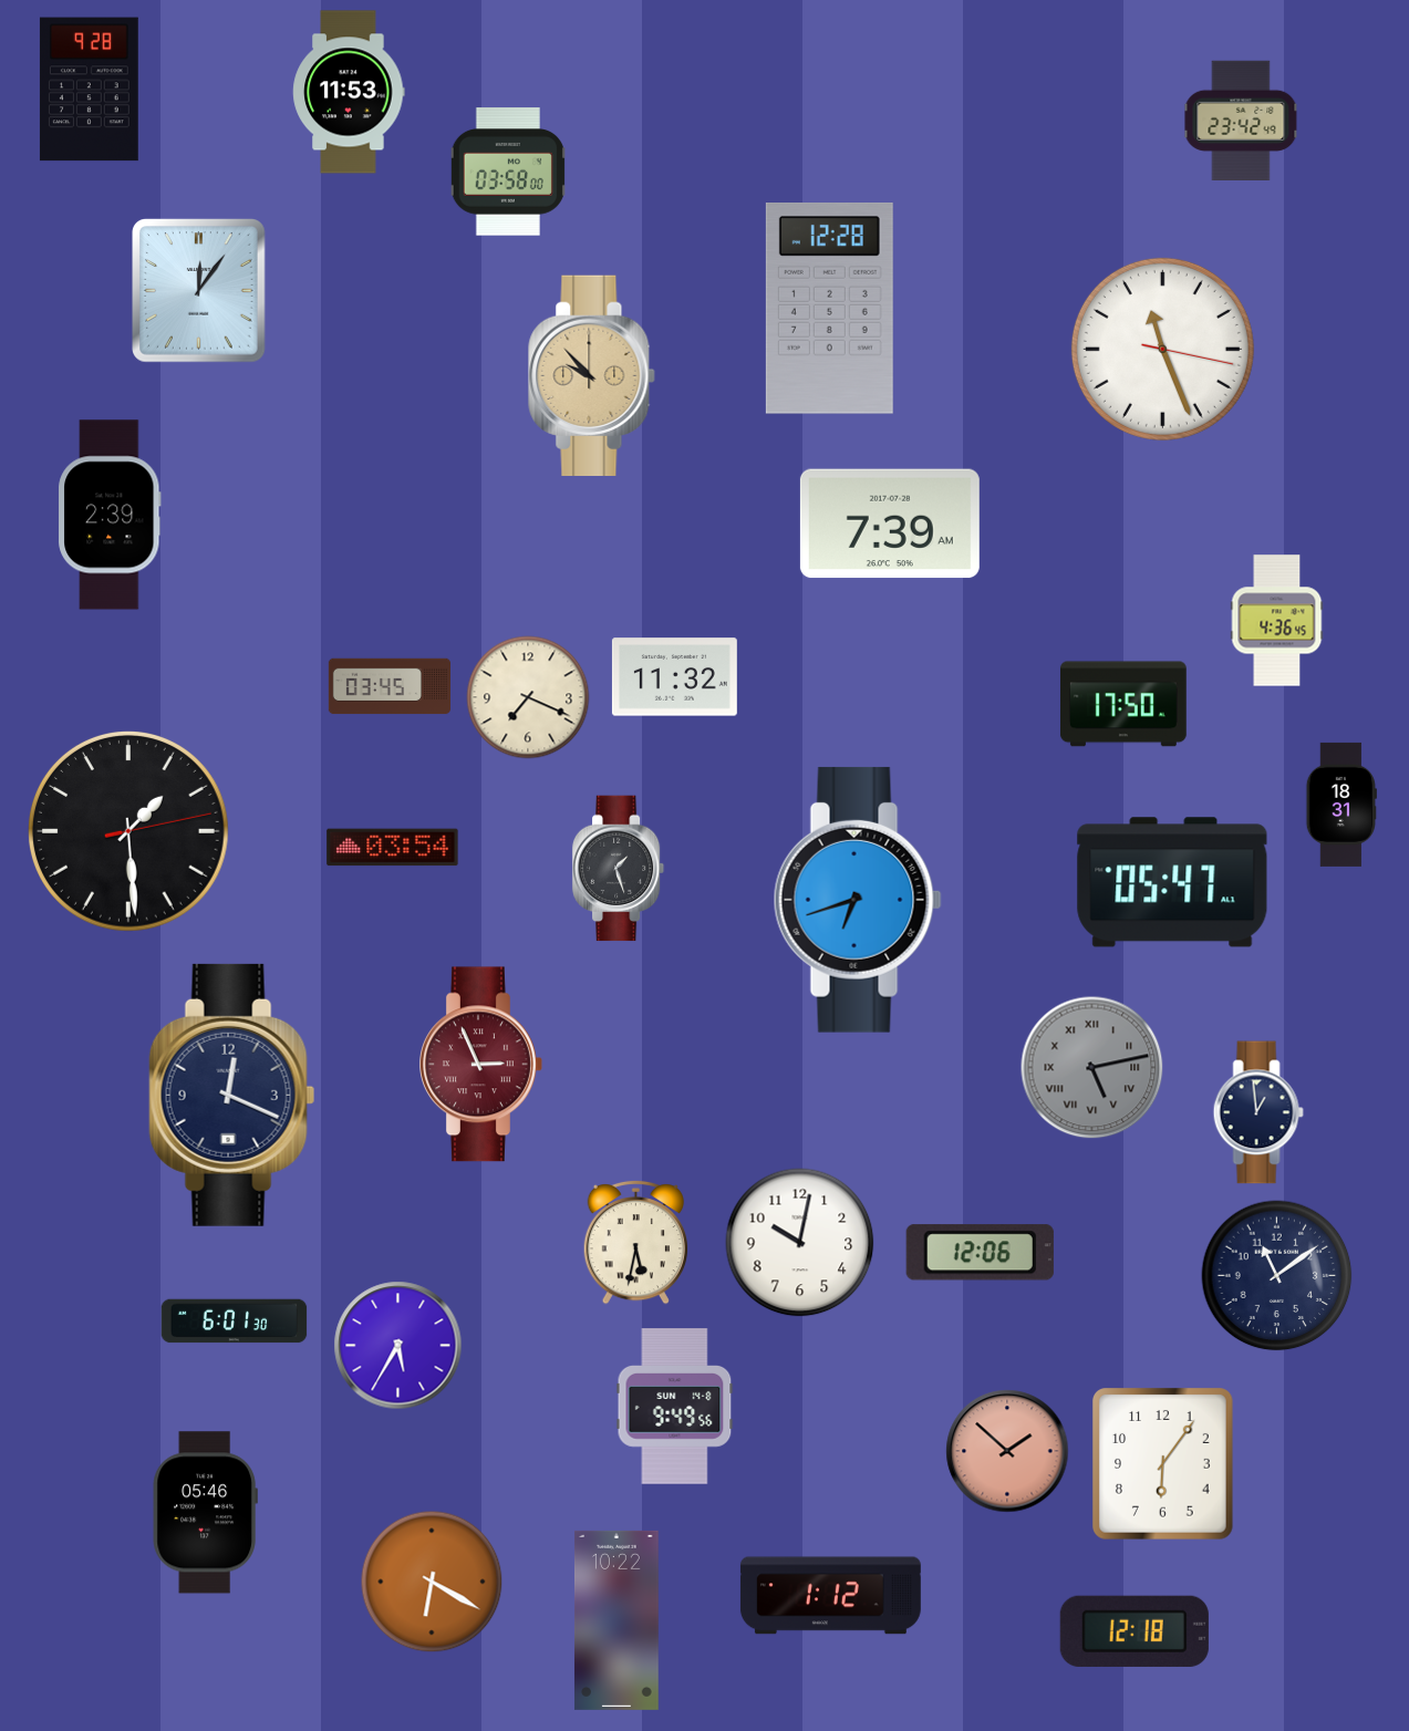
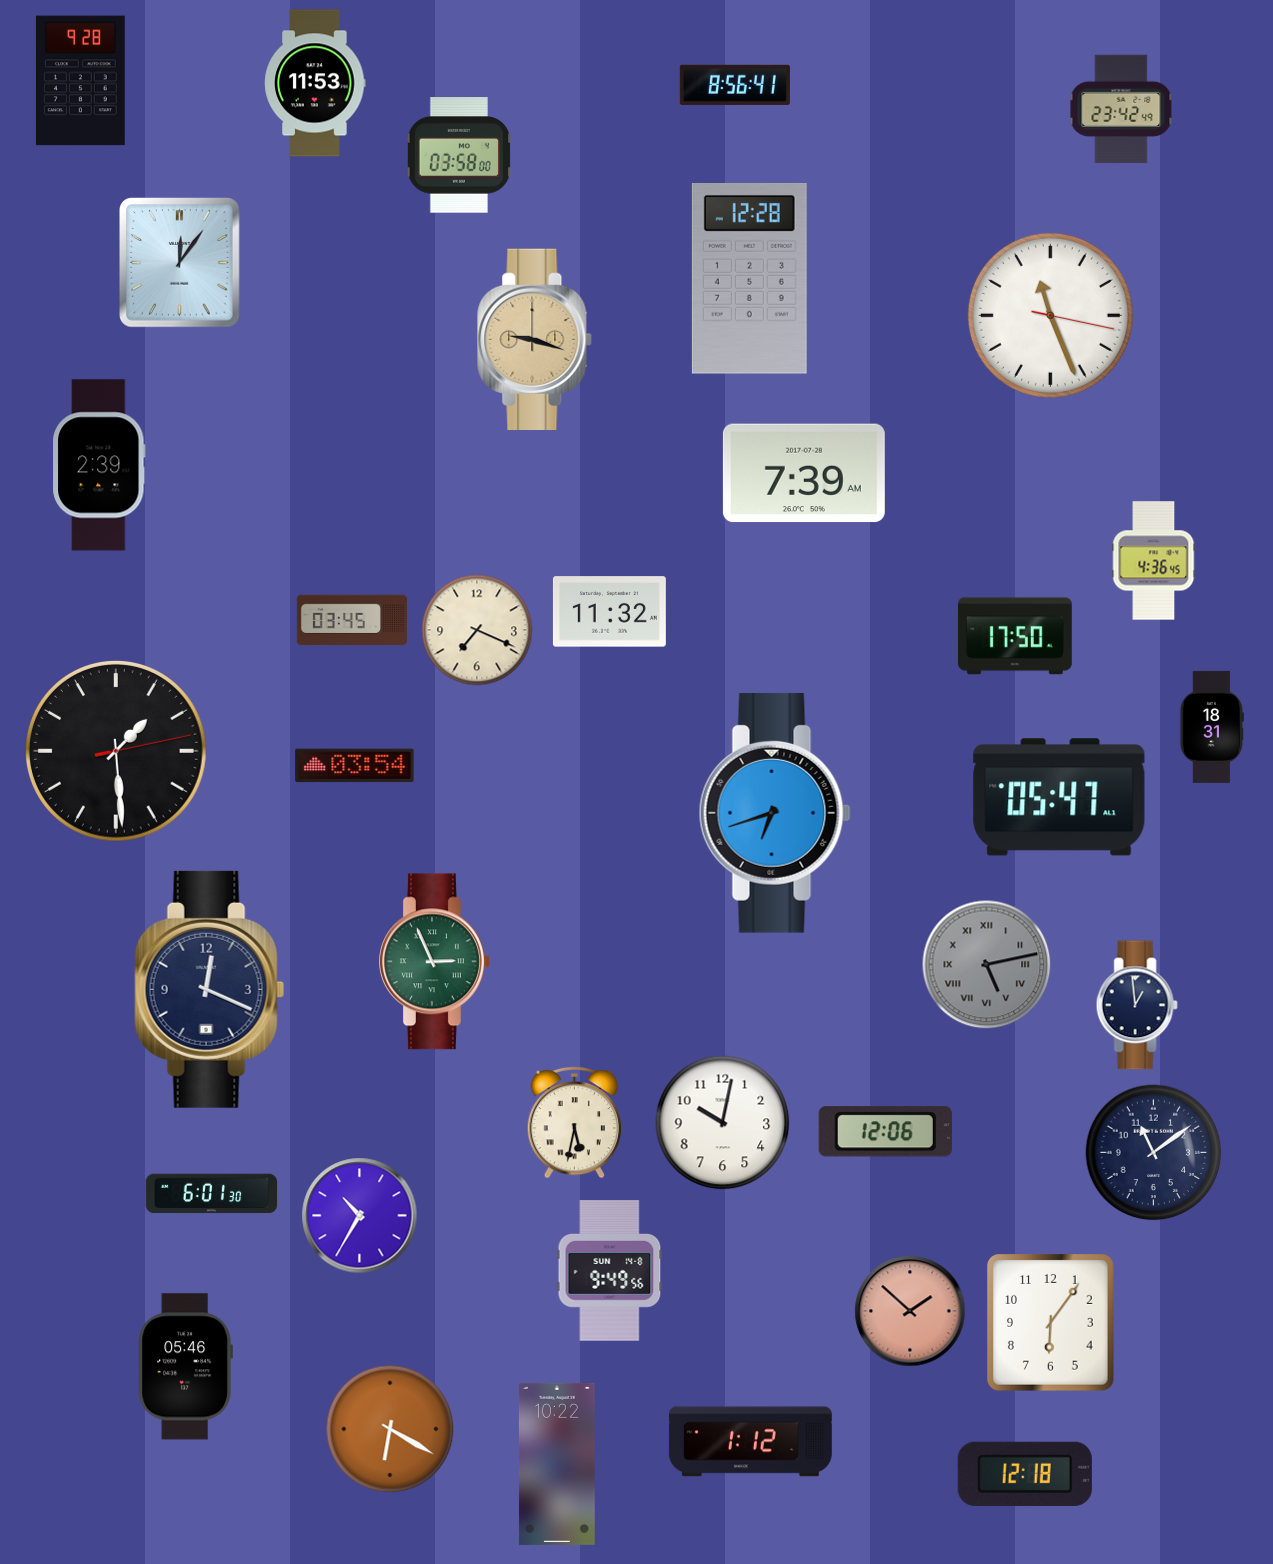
clock at (735, 85): none -> 8:56
clock at (592, 375): 9:53 -> 9:18
clock at (619, 869): 1:27 -> none
clock at (481, 1065) dial: burgundy -> green
clock at (398, 1346): 5:35 -> 10:35
